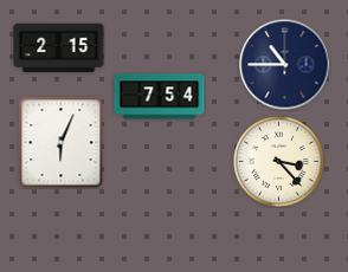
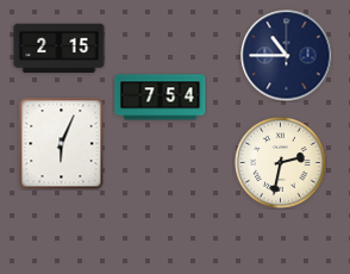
clock at (285, 65) position: (285, 65) -> (287, 56)
clock at (279, 162): 3:23 -> 2:32
